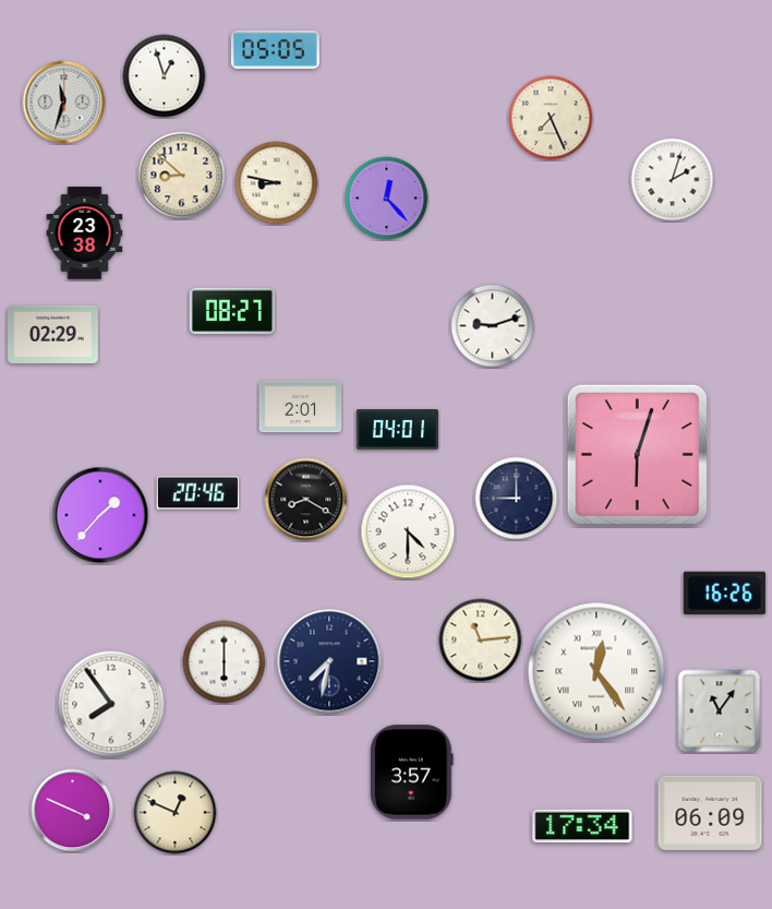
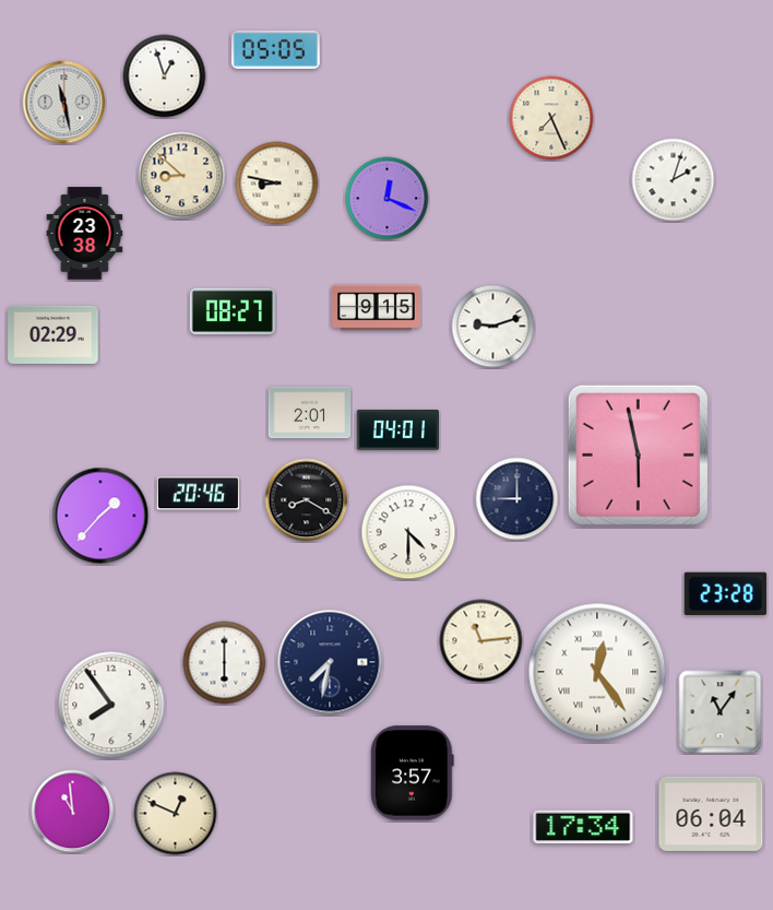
clock at (64, 103): 11:33 -> 11:28
clock at (387, 199): 12:23 -> 12:19
clock at (377, 308): none -> 9:15
clock at (301, 407) position: (301, 407) -> (310, 413)
clock at (637, 454): 6:03 -> 5:58
clock at (724, 593): 16:26 -> 23:28
clock at (73, 811): 3:49 -> 10:59
clock at (710, 813): 06:09 -> 06:04
